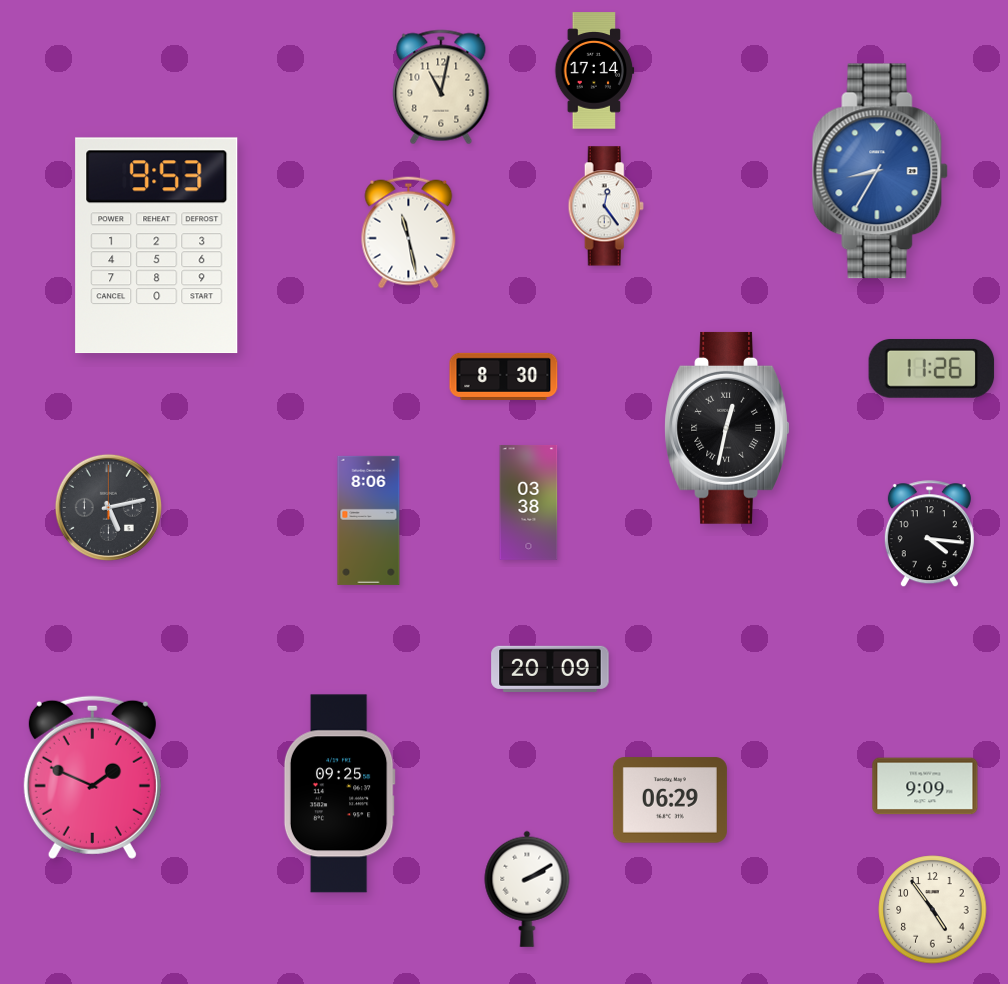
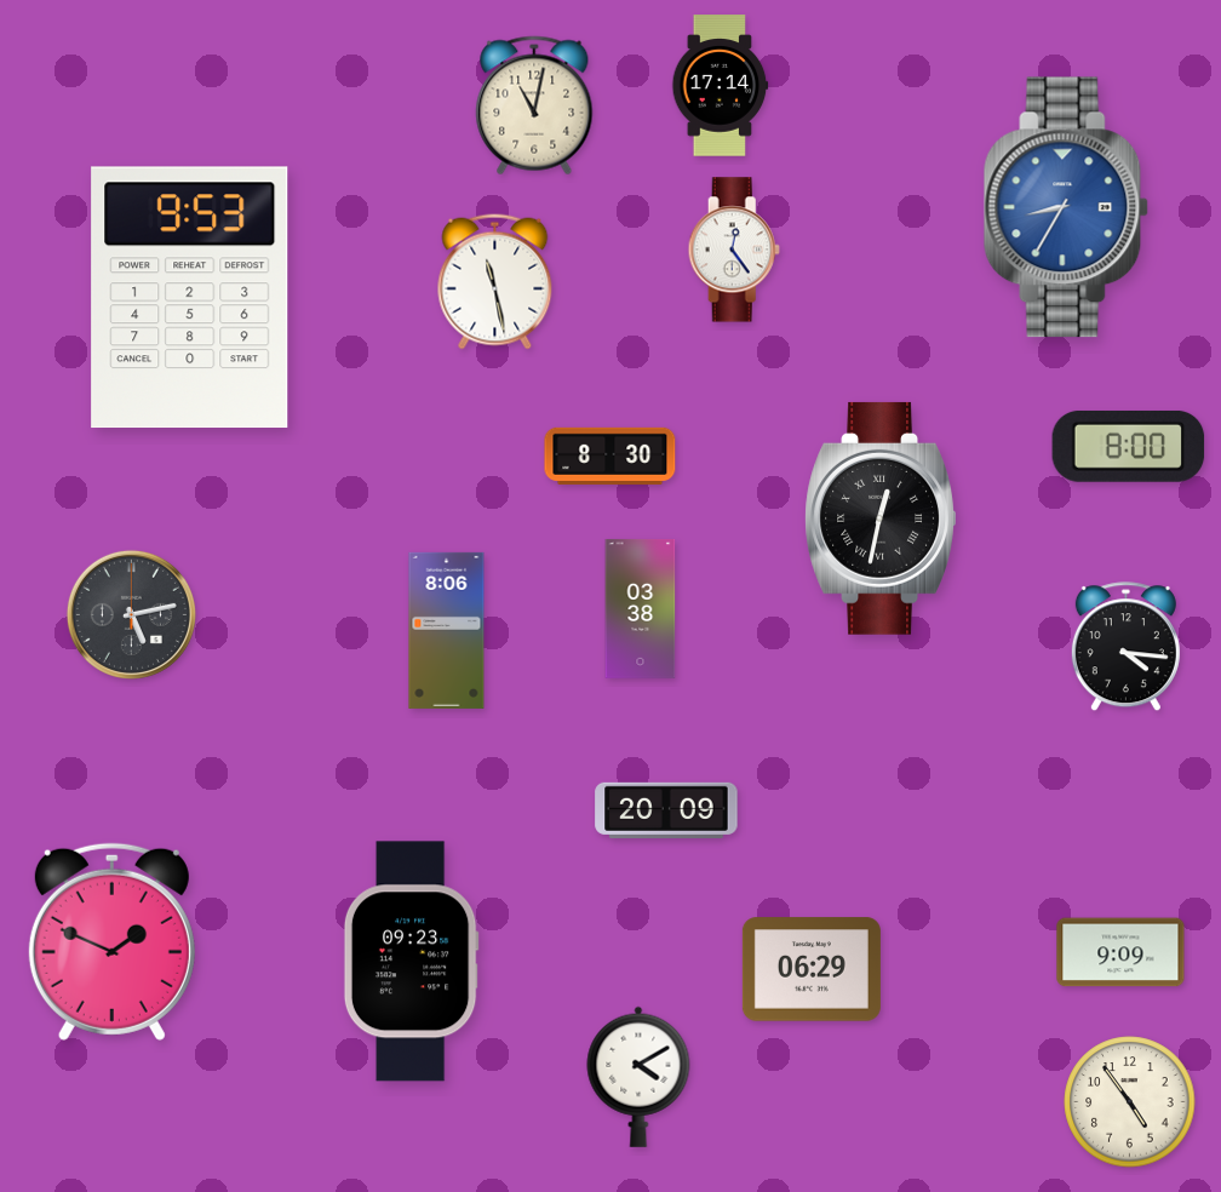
clock at (932, 368): 11:26 -> 8:00
clock at (339, 794): 09:25 -> 09:23
clock at (527, 889): 2:10 -> 4:10
